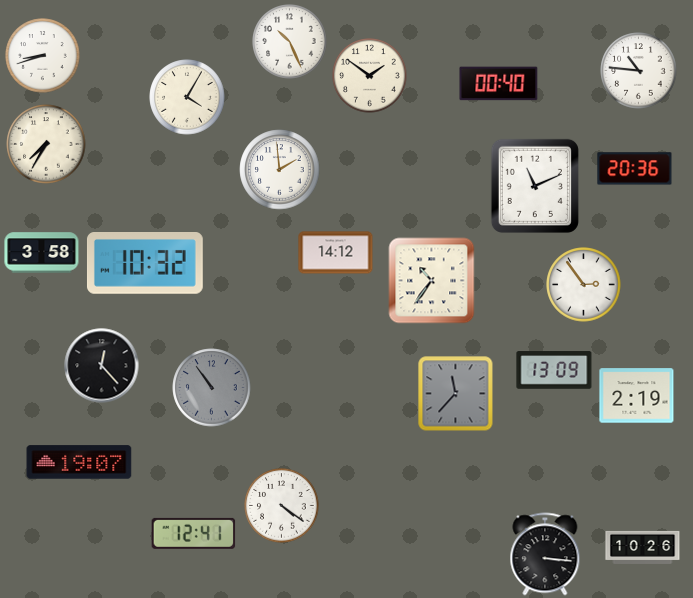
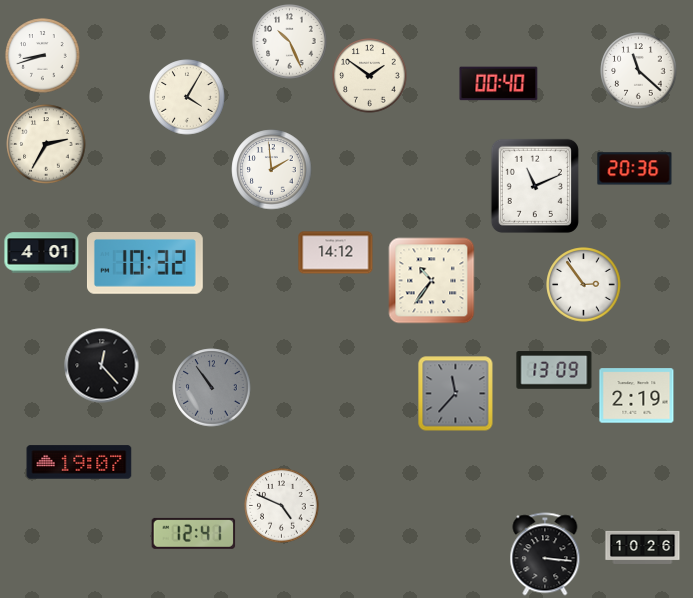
clock at (639, 71): 10:46 -> 11:22
clock at (46, 144): 7:35 -> 2:35
clock at (280, 170) position: (280, 170) -> (272, 170)
clock at (42, 253): 3:58 -> 4:01
clock at (282, 506): 4:21 -> 4:49
